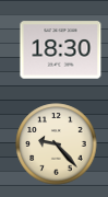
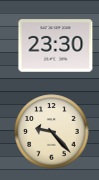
clock at (61, 50): 18:30 -> 23:30
